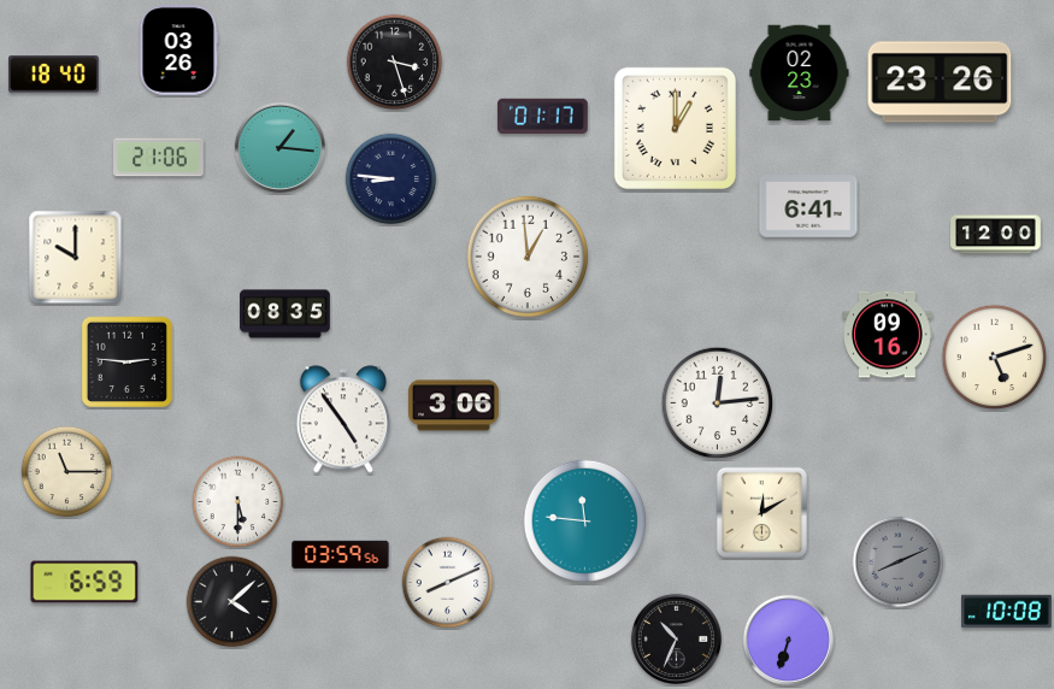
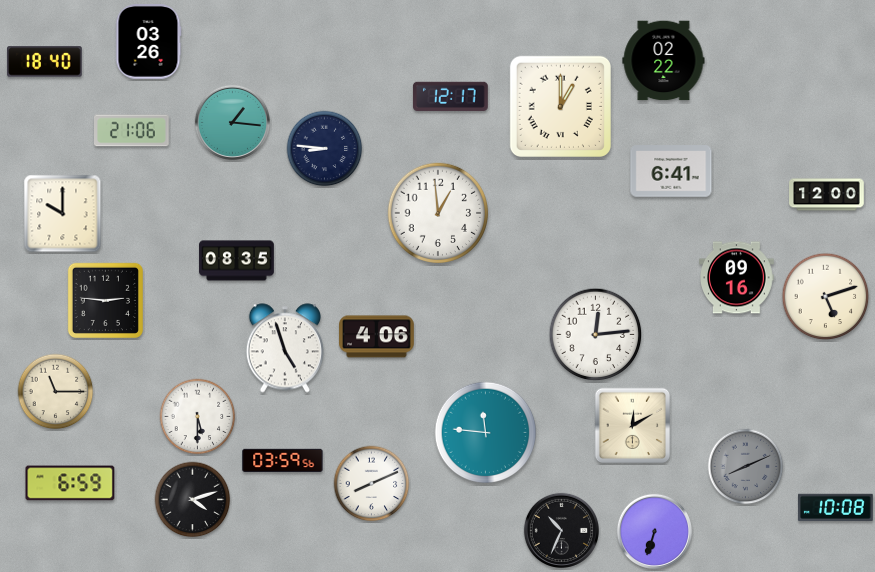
clock at (395, 63): 3:27 -> none
clock at (800, 73): 02:23 -> 02:22
clock at (940, 82): 23:26 -> none
clock at (543, 116): 01:17 -> 12:17
clock at (454, 406): 3:06 -> 4:06
clock at (342, 419): 4:54 -> 4:57
clock at (232, 602): 4:08 -> 4:12
